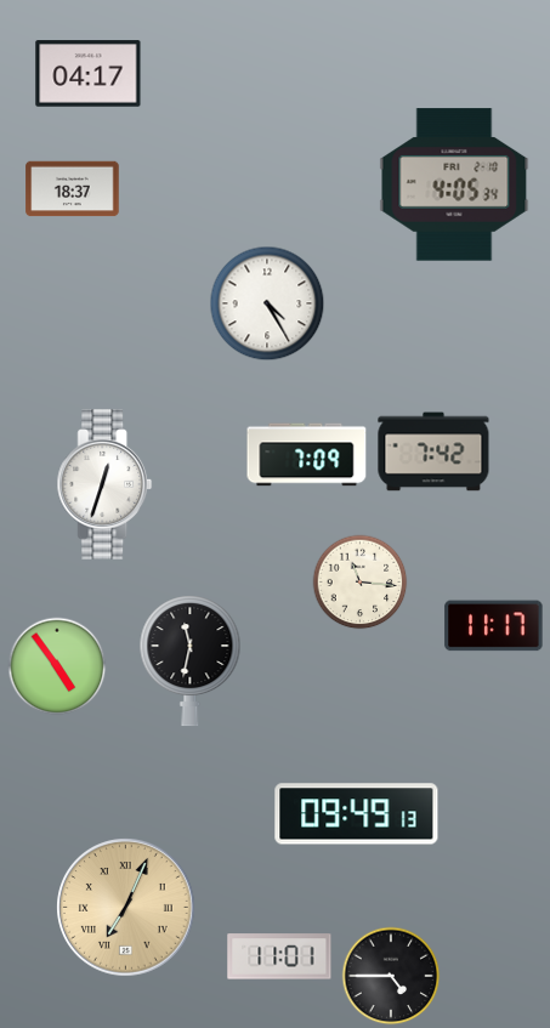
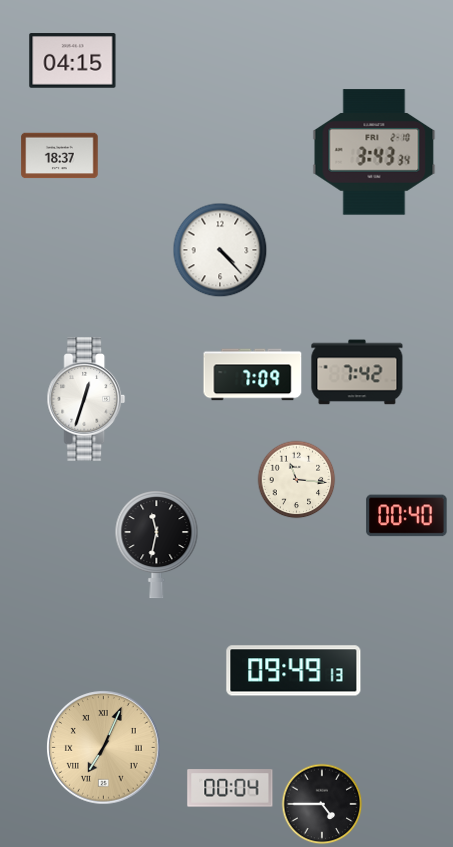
clock at (89, 74): 04:17 -> 04:15
clock at (454, 184): 4:05 -> 3:43
clock at (267, 303): 4:25 -> 4:23
clock at (494, 626): 11:17 -> 00:40
clock at (57, 666): 4:54 -> none
clock at (279, 956): 11:01 -> 00:04
